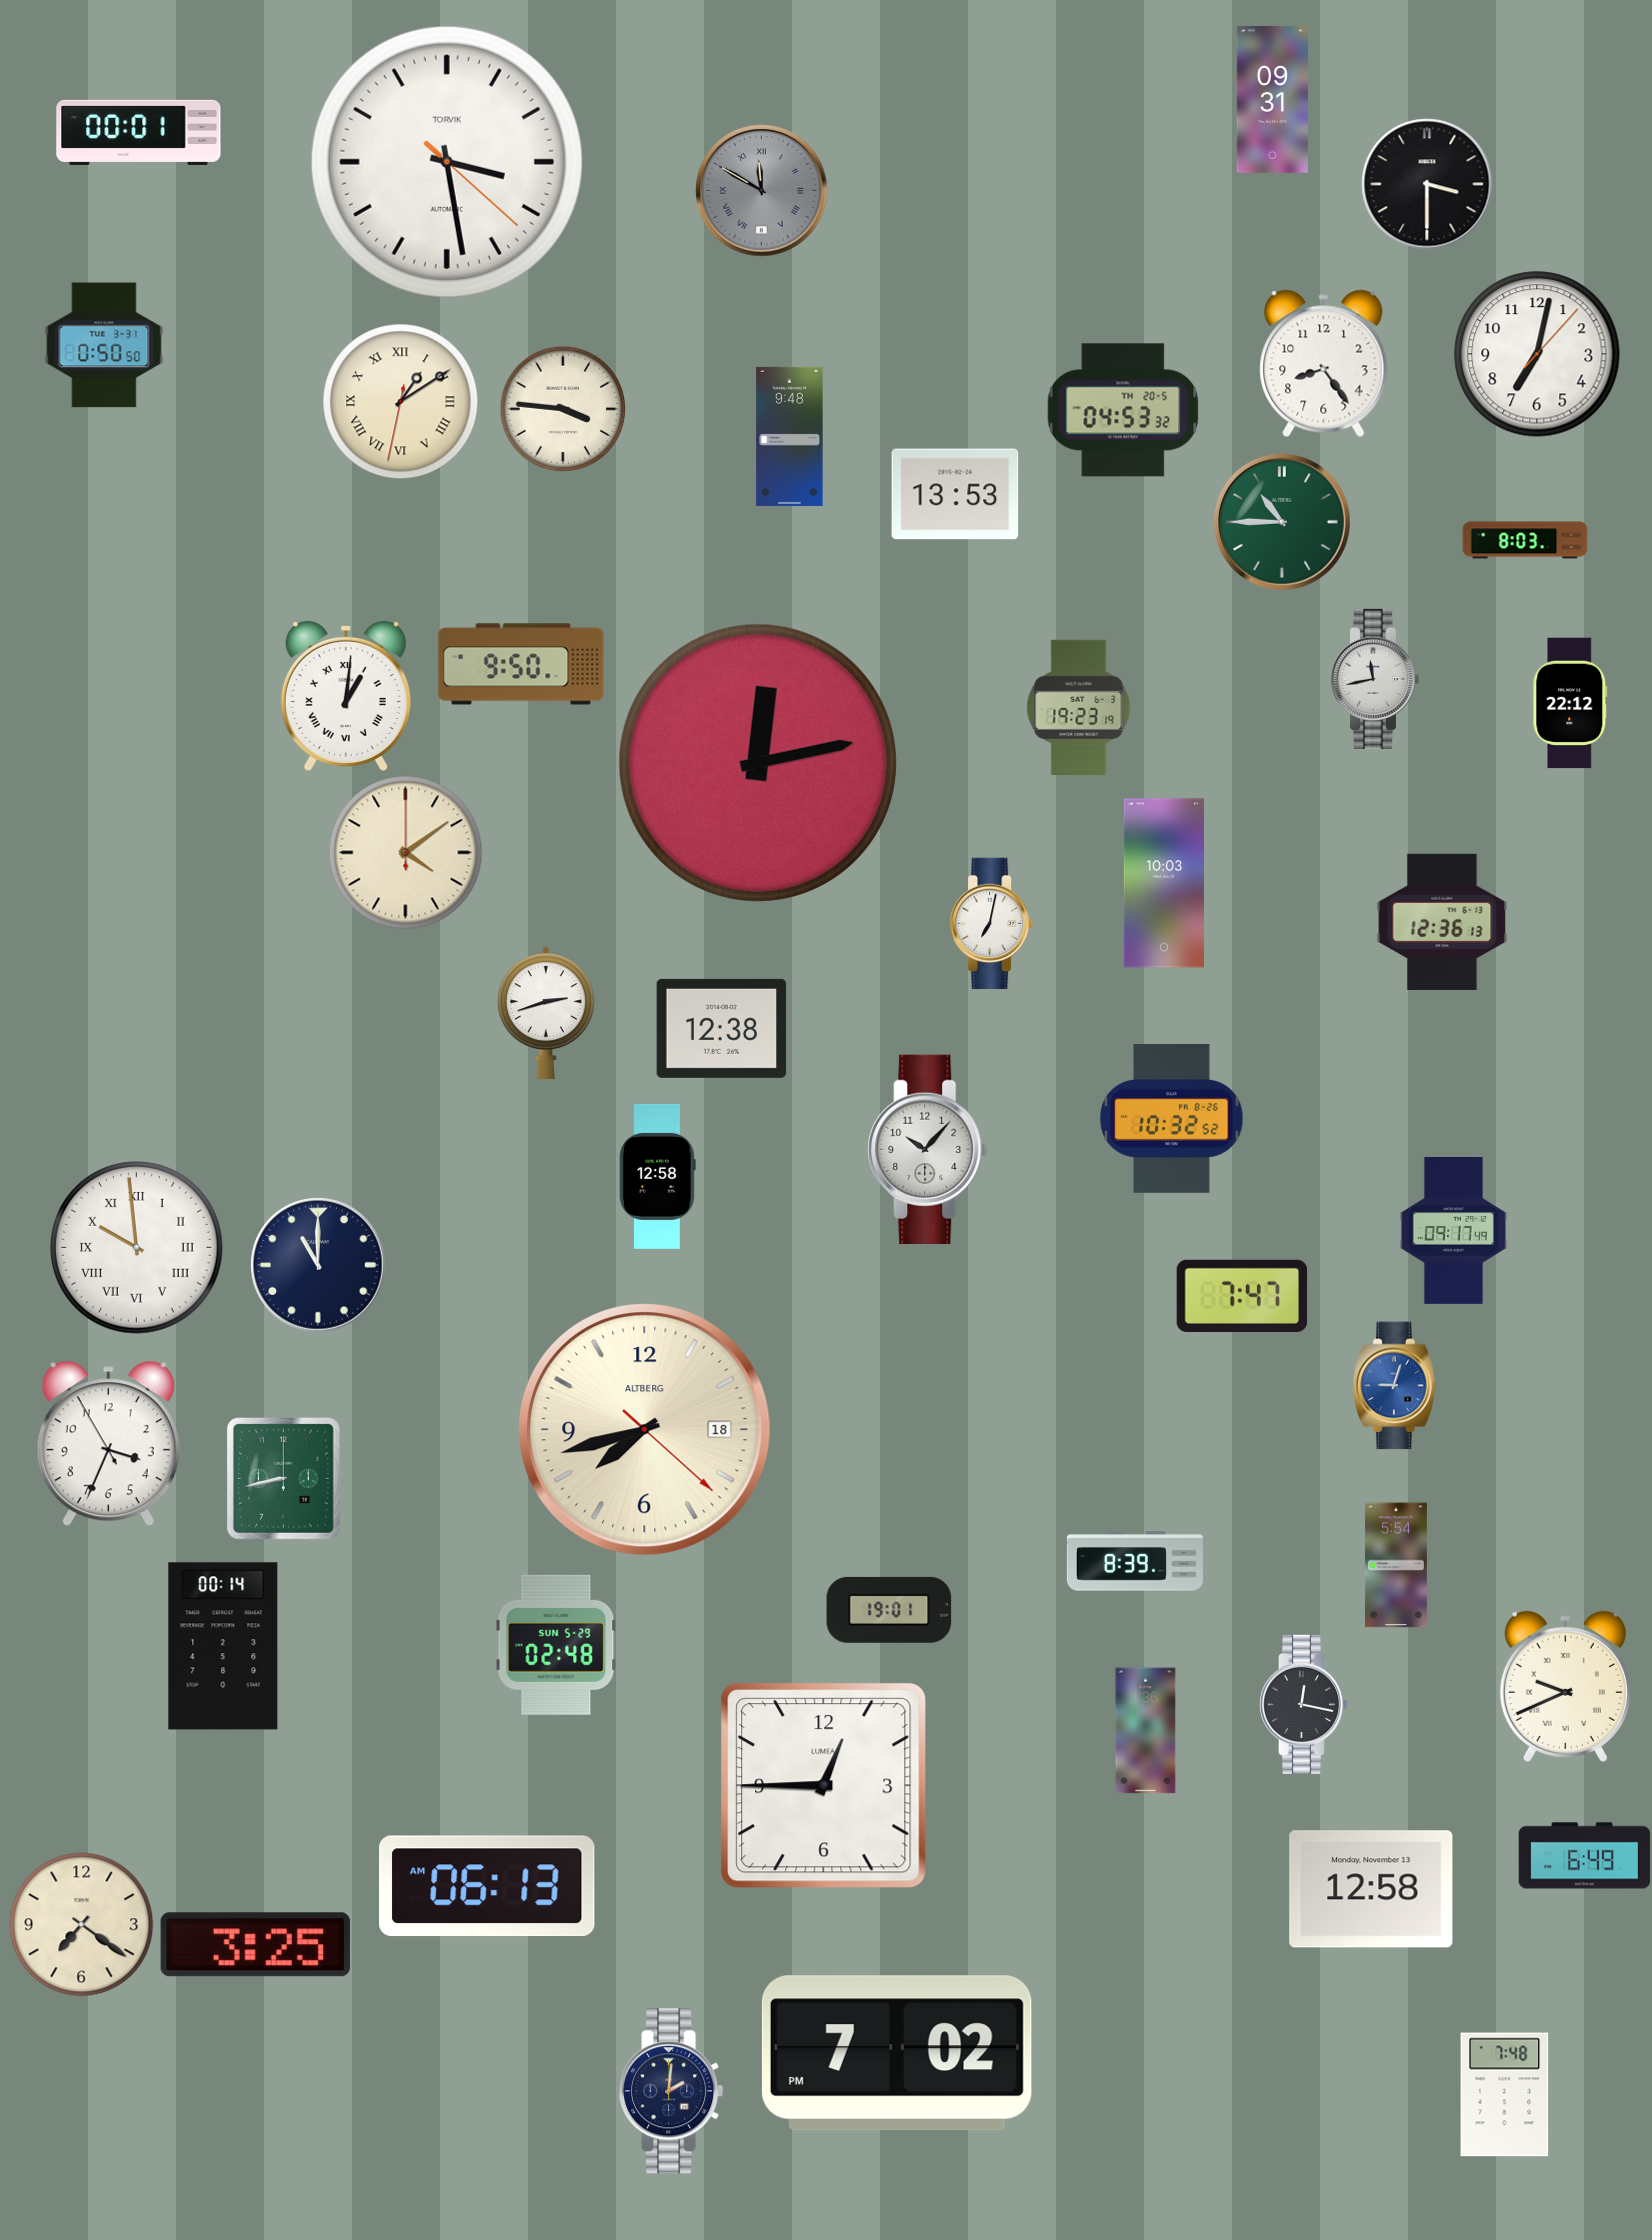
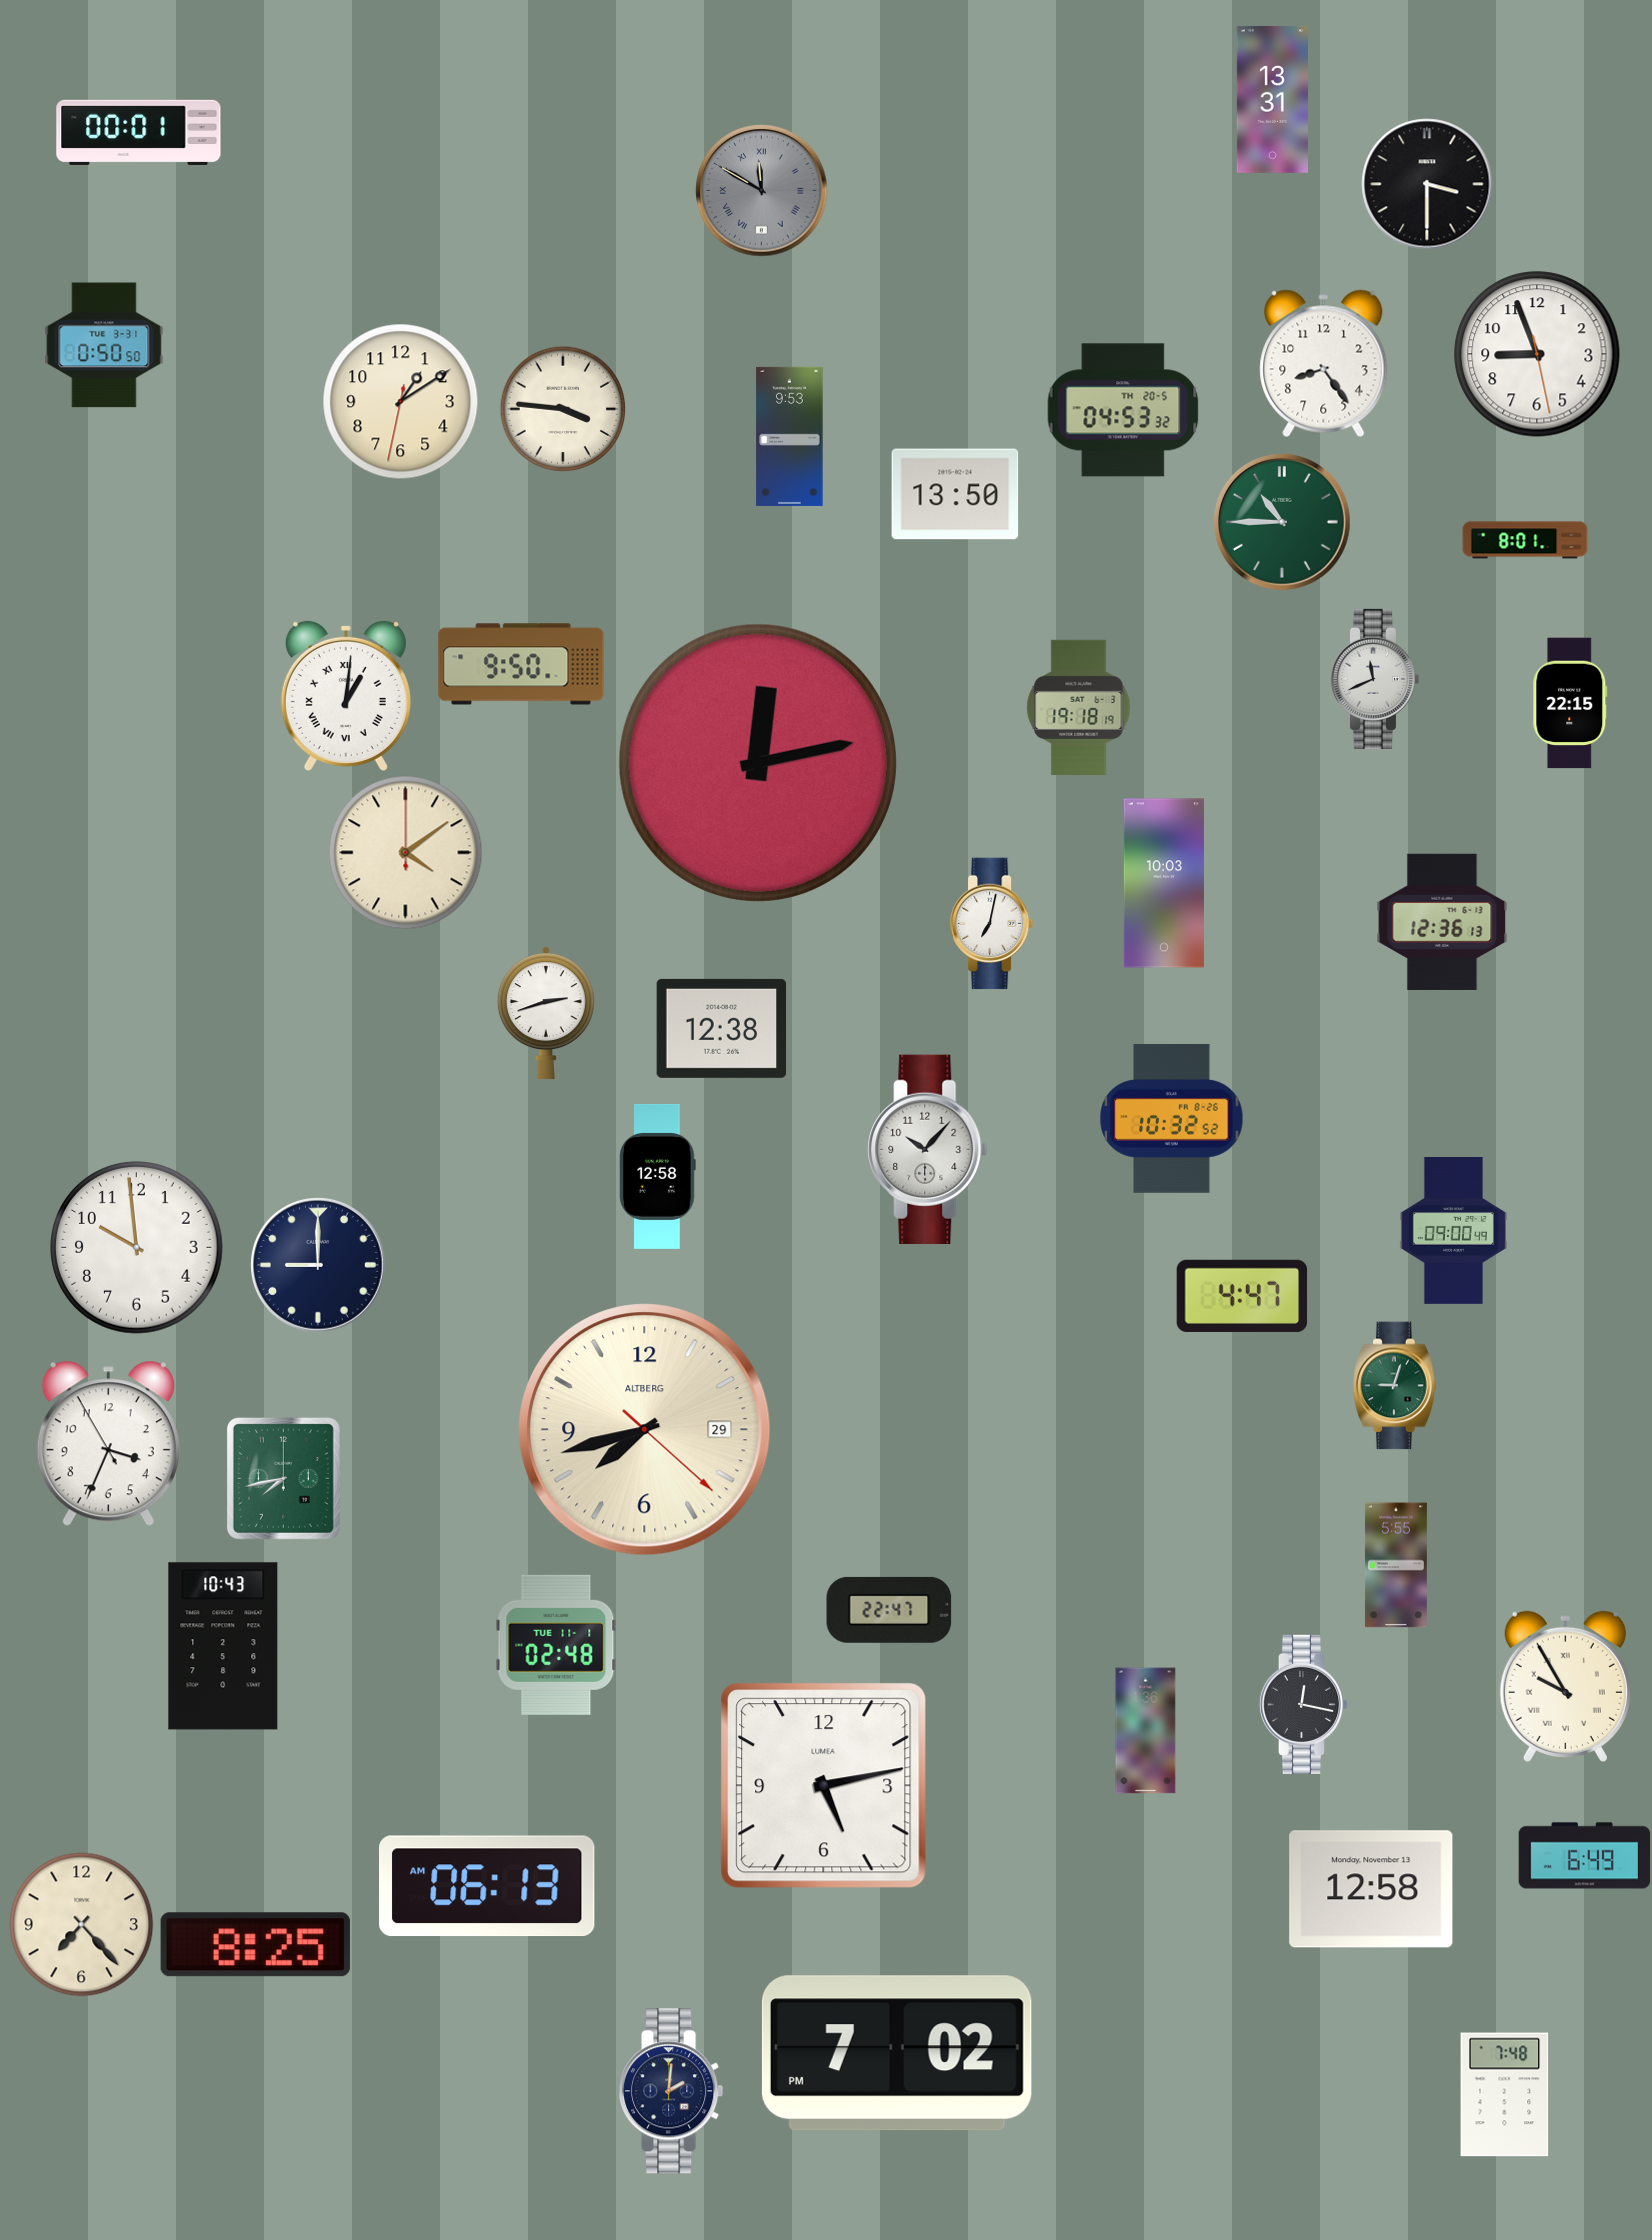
clock at (1272, 99): 09:31 -> 13:31
clock at (447, 162): 3:28 -> none
clock at (1537, 354): 7:02 -> 8:56
clock at (401, 402) numerals: Roman -> Arabic
clock at (790, 436): 9:48 -> 9:53
clock at (955, 494): 13:53 -> 13:50
clock at (1525, 540): 8:03 -> 8:01
clock at (1374, 679): 11:43 -> 11:41
clock at (1570, 703): 22:12 -> 22:15
clock at (1079, 707): 19:23 -> 19:18
clock at (1453, 1231): 09:17 -> 09:00
clock at (137, 1248) numerals: Roman -> Arabic
clock at (318, 1265): 11:00 -> 9:00
clock at (1242, 1296): 7:47 -> 4:47
clock at (1395, 1386) dial: blue -> green
clock at (645, 1430) date: 18 -> 29
clock at (283, 1478): 8:43 -> 7:43
clock at (1134, 1561): 8:39 -> none
clock at (1396, 1565): 5:54 -> 5:55
clock at (889, 1610): 19:01 -> 22:47
clock at (556, 1645) date: SUN 5-29 -> TUE 11-1
clock at (223, 1646): 00:14 -> 10:43
clock at (1565, 1686): 9:41 -> 9:55
clock at (824, 1786): 12:45 -> 5:13
clock at (82, 1925): 7:21 -> 7:23
clock at (255, 1945): 3:25 -> 8:25
